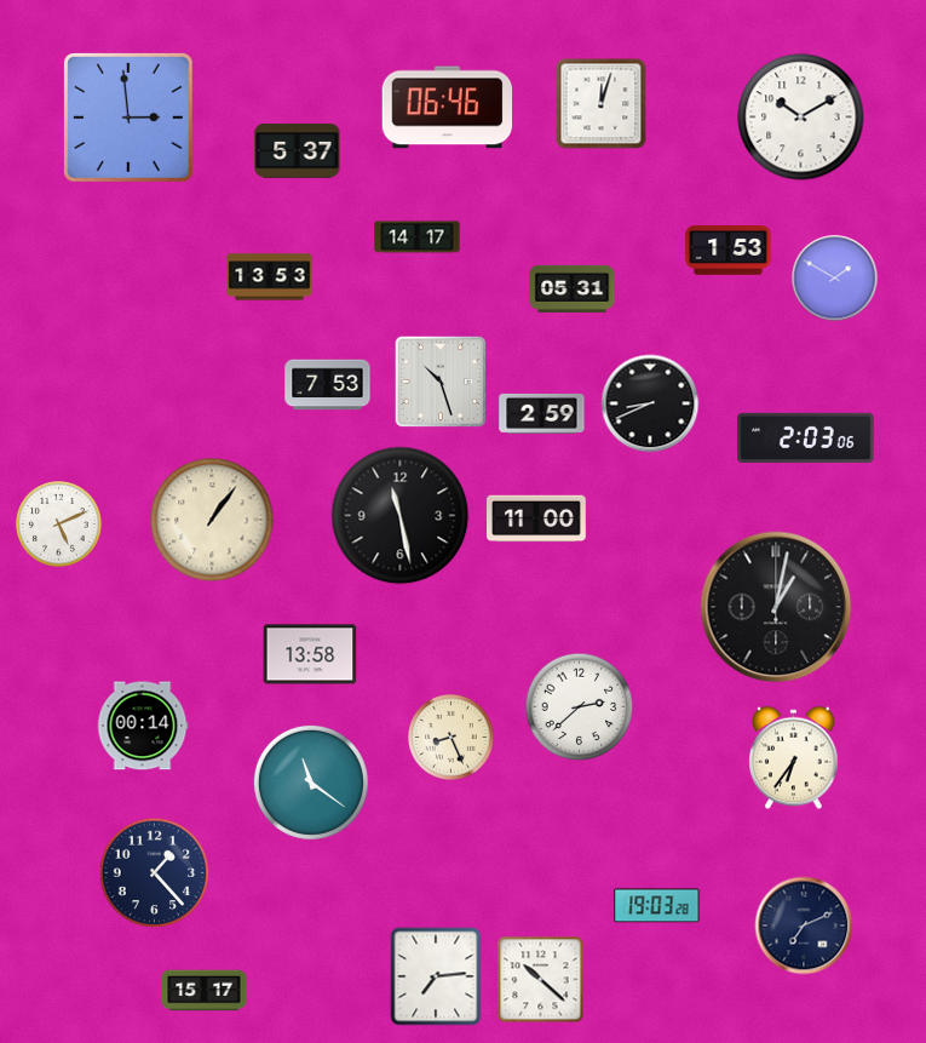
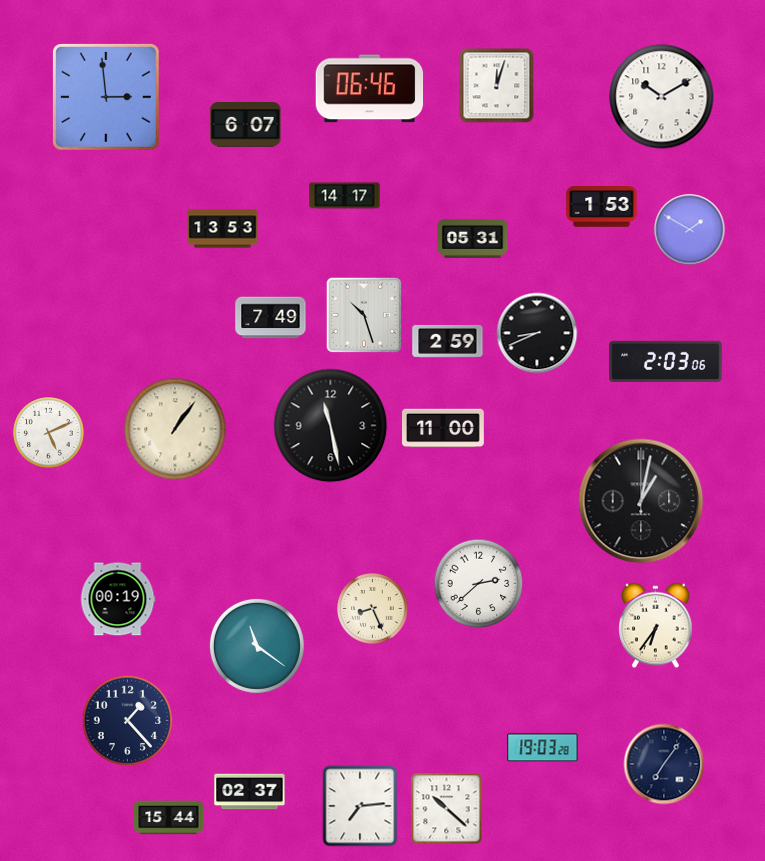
clock at (298, 151): 5:37 -> 6:07
clock at (328, 385): 7:53 -> 7:49
clock at (310, 654): 13:58 -> none
clock at (143, 726): 00:14 -> 00:19
clock at (804, 925): 7:11 -> 7:06
clock at (250, 792): none -> 02:37
clock at (205, 991): 15:17 -> 15:44
